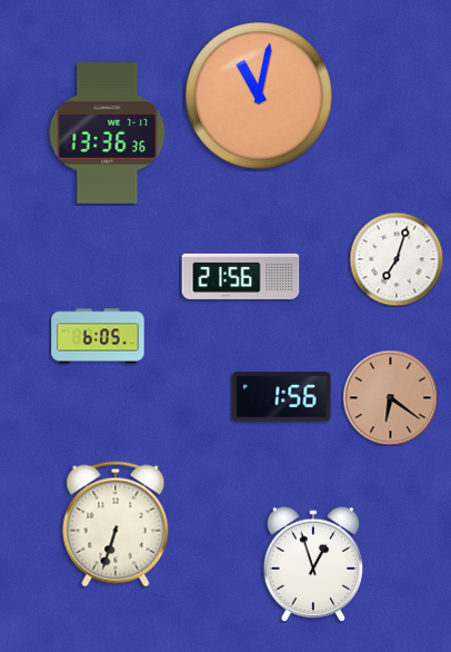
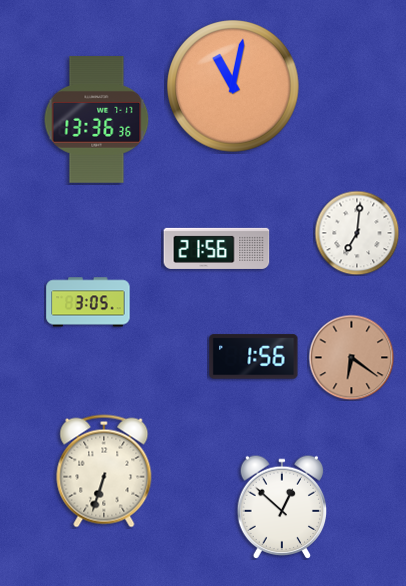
clock at (397, 259): 7:03 -> 7:01
clock at (98, 336): 6:05 -> 3:05
clock at (313, 563): 12:57 -> 12:52
